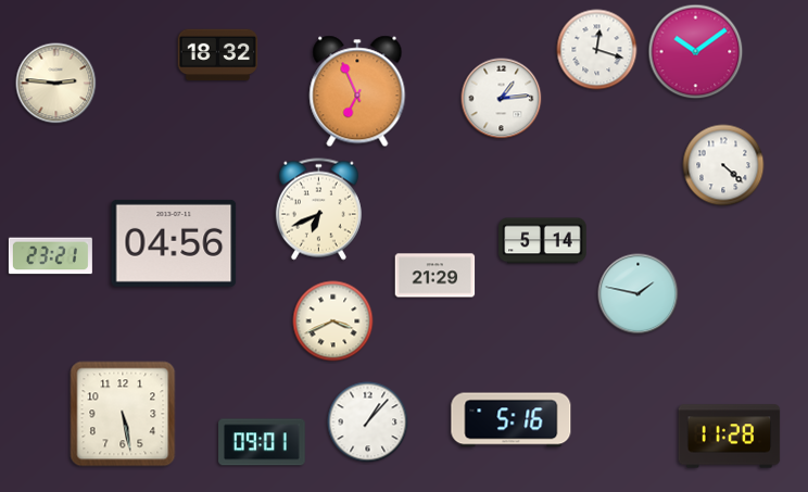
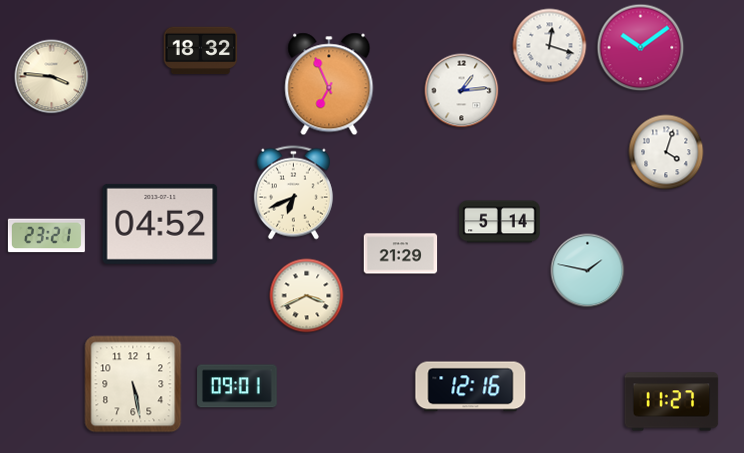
clock at (56, 84): 2:46 -> 3:46
clock at (723, 165): 4:22 -> 4:03
clock at (174, 243): 04:56 -> 04:52
clock at (123, 414) position: (123, 414) -> (133, 384)
clock at (512, 420): 5:16 -> 12:16
clock at (368, 422): 1:07 -> none
clock at (730, 437): 11:28 -> 11:27
clock at (262, 442) position: (262, 442) -> (237, 386)
